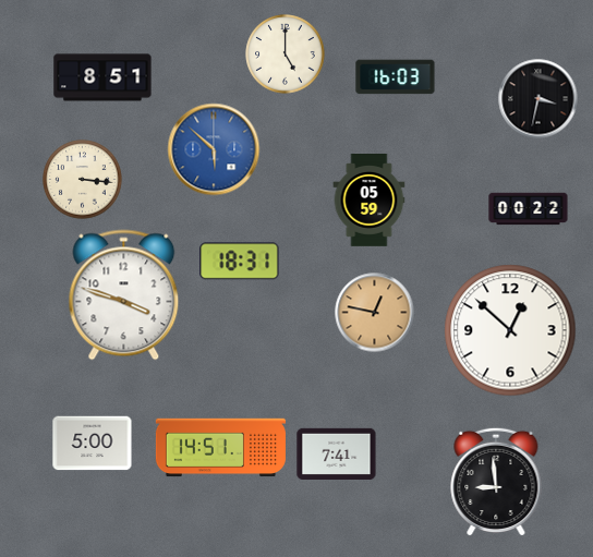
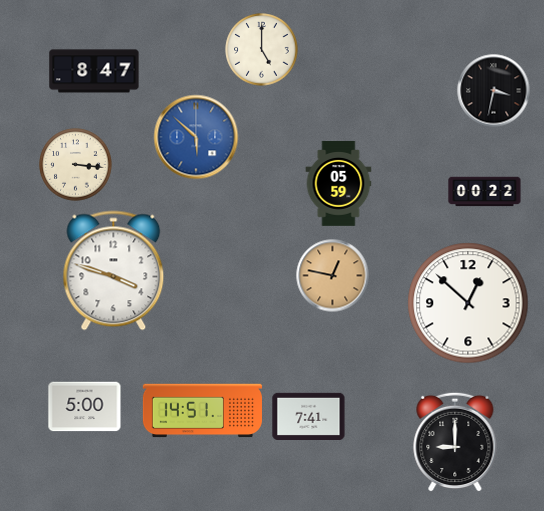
clock at (102, 77): 8:51 -> 8:47
clock at (396, 77): 16:03 -> none
clock at (240, 262): 18:31 -> none
clock at (375, 313) position: (375, 313) -> (333, 276)
clock at (496, 482): 8:59 -> 9:00
